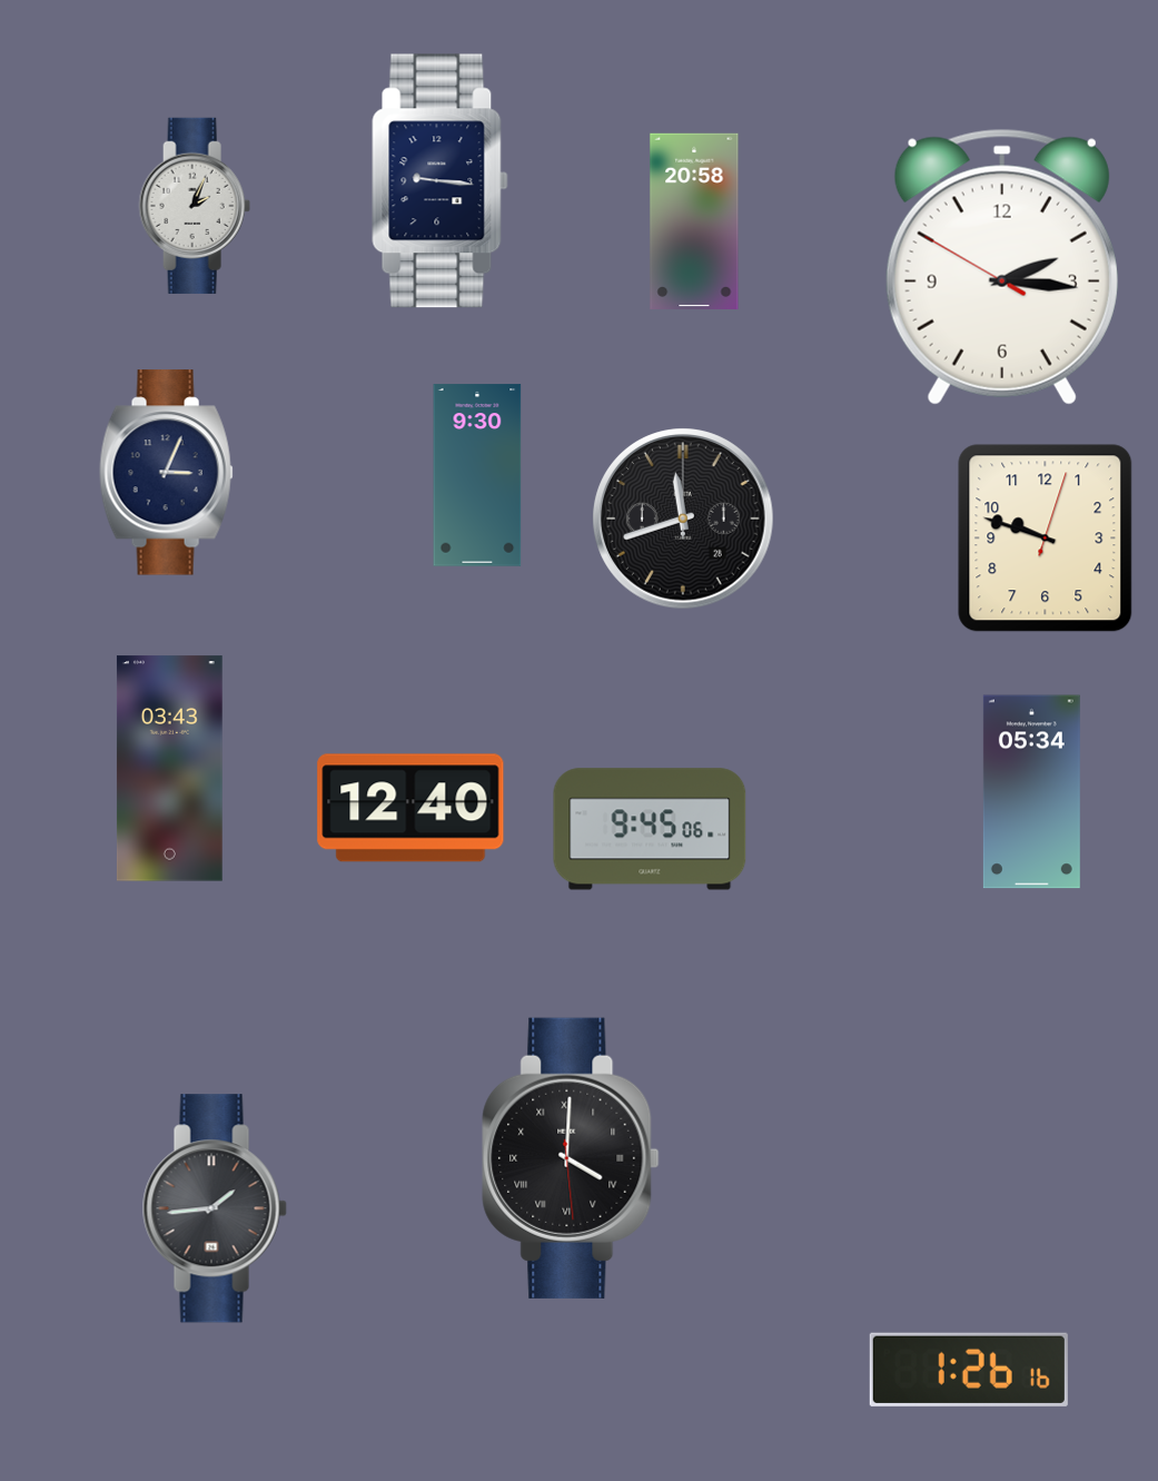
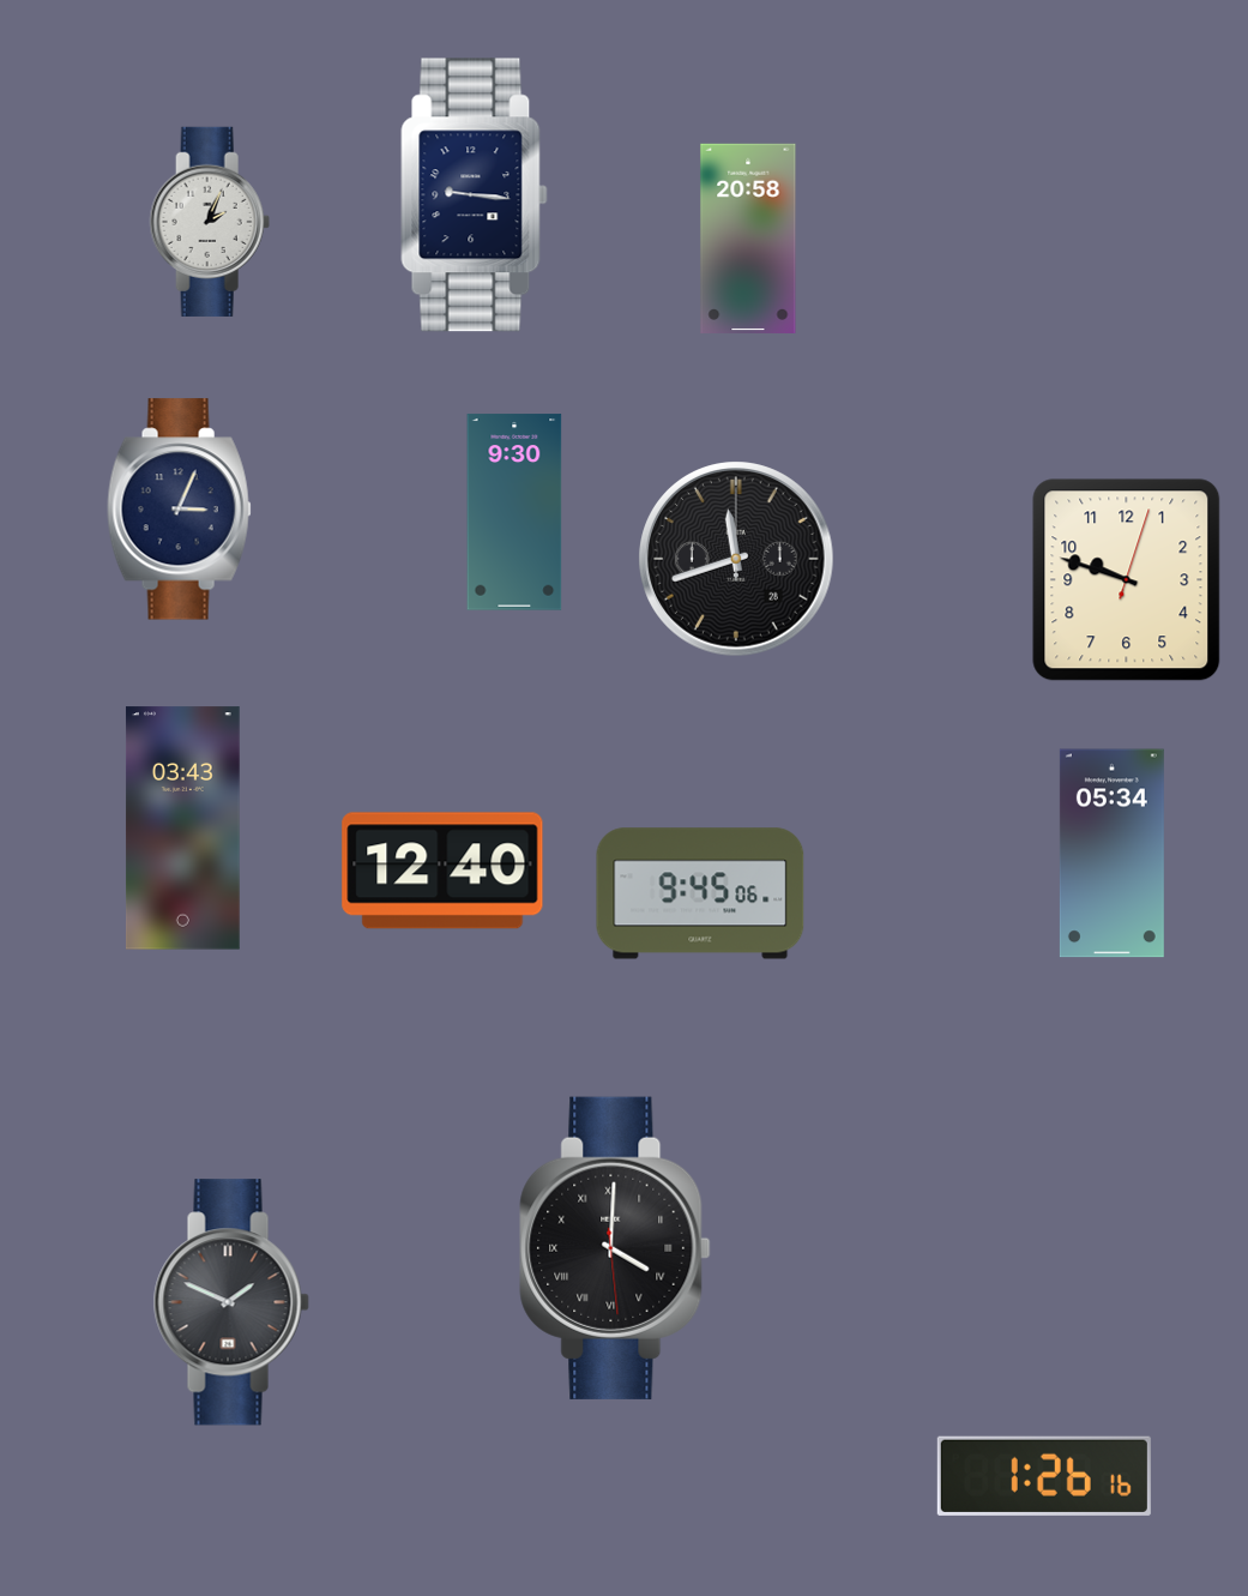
clock at (1002, 267): 2:15 -> none
clock at (215, 1208): 1:44 -> 1:49
